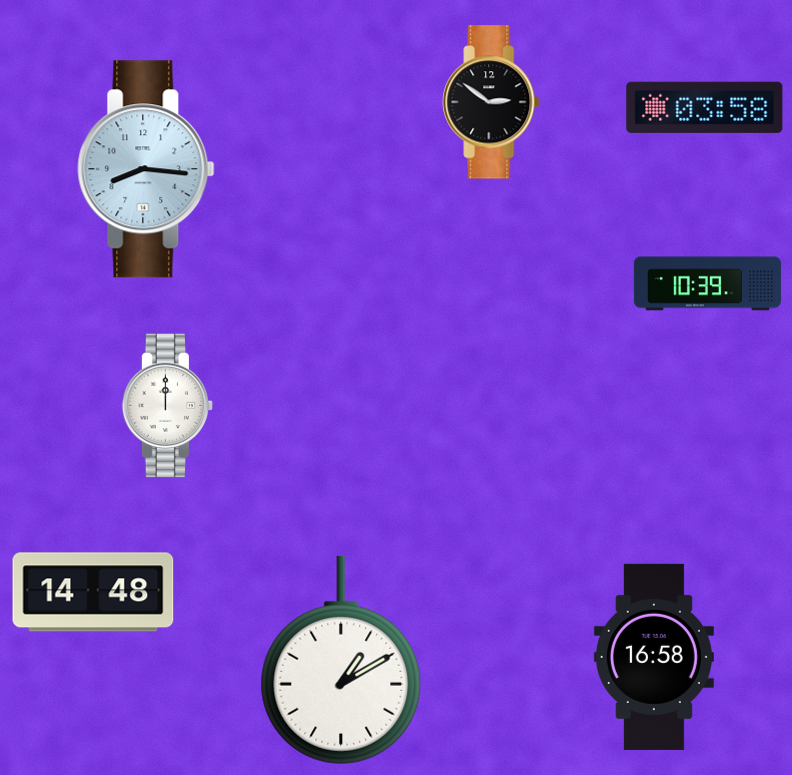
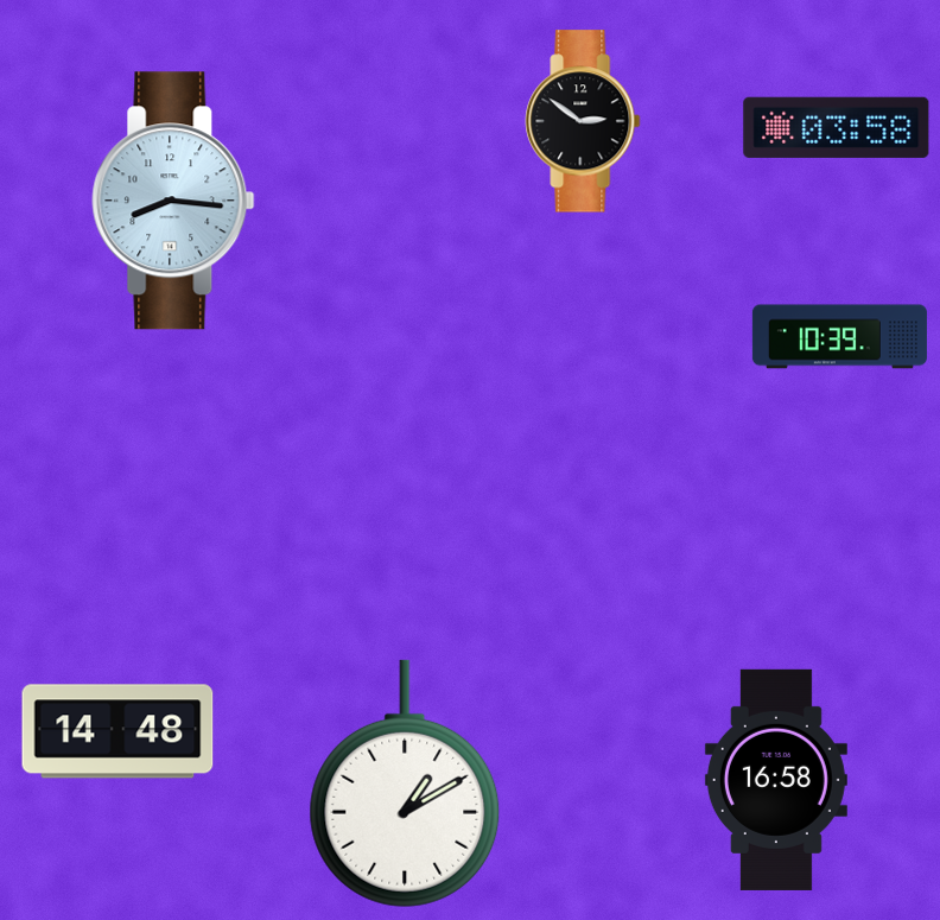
clock at (168, 406): 12:00 -> none
clock at (93, 592) position: (93, 592) -> (117, 731)
